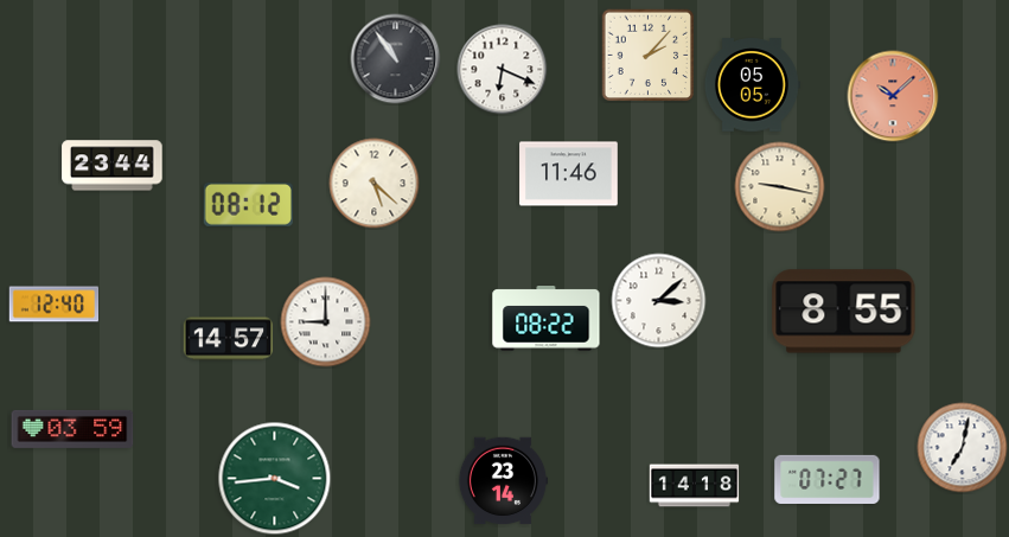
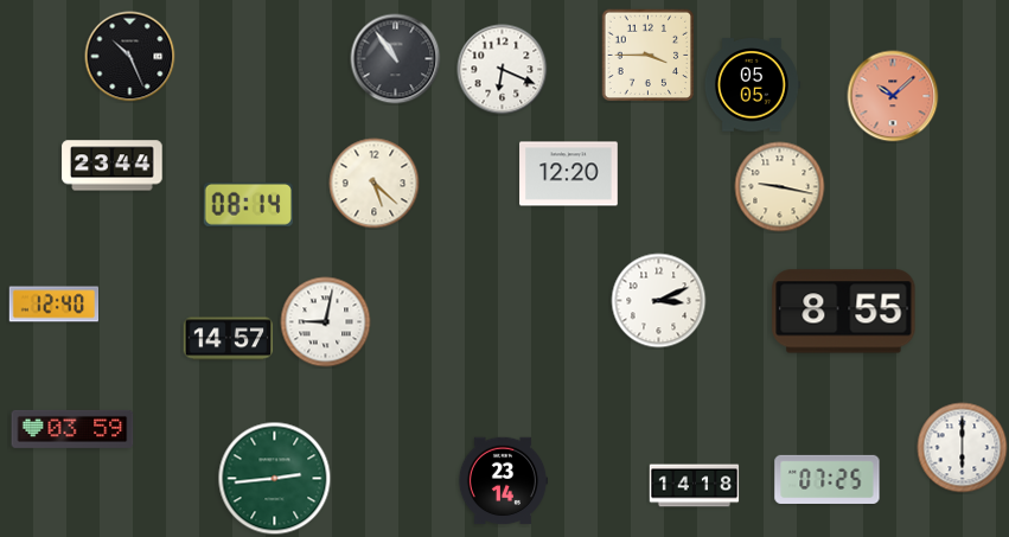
clock at (649, 56): 2:07 -> 3:45
clock at (130, 57): none -> 10:26
clock at (569, 174): 11:46 -> 12:20
clock at (248, 204): 08:12 -> 08:14
clock at (659, 301): 3:08 -> 3:11
clock at (547, 319): 08:22 -> none
clock at (326, 322): 9:00 -> 9:02
clock at (963, 448): 7:02 -> 6:00
clock at (275, 479): 3:44 -> 2:44
clock at (828, 479): 07:27 -> 07:25
